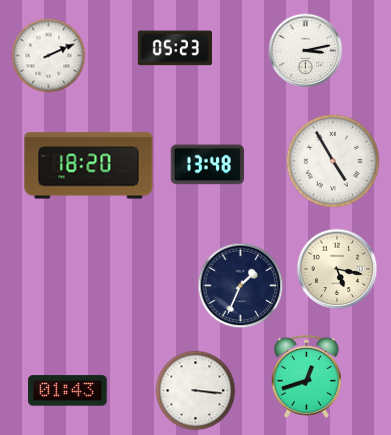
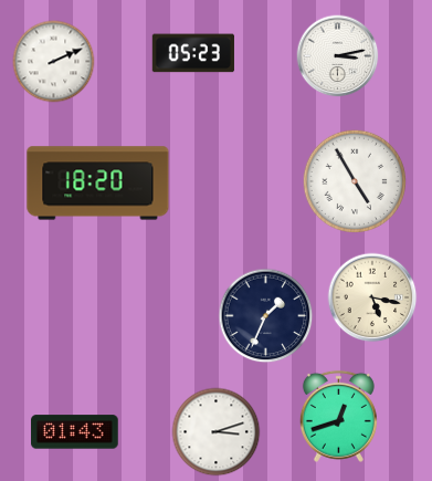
clock at (332, 160) position: (332, 160) -> (354, 180)
clock at (207, 165): 13:48 -> none
clock at (196, 391): 3:16 -> 3:12
